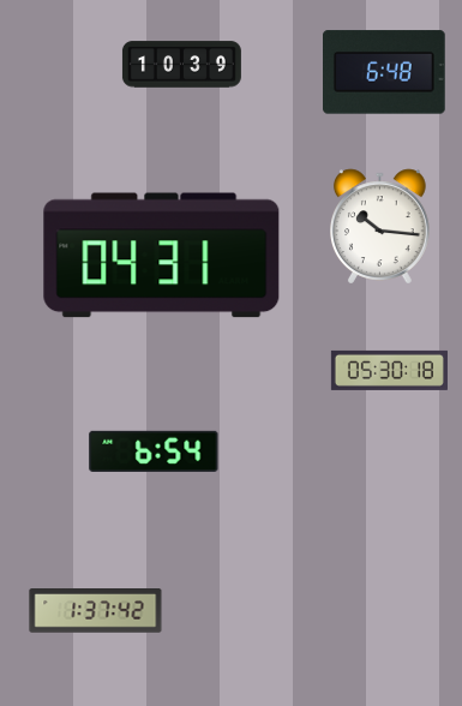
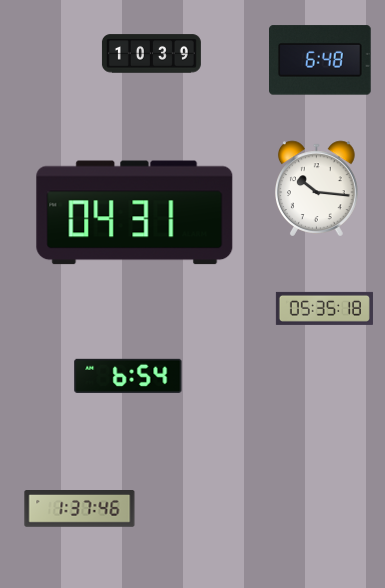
clock at (389, 370): 05:30 -> 05:35
clock at (96, 611): 1:37:42 -> 1:37:46
